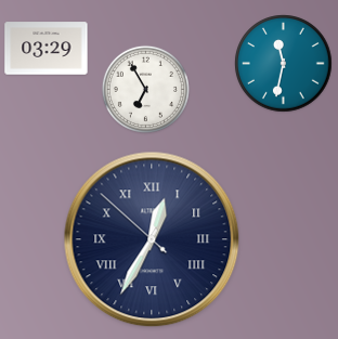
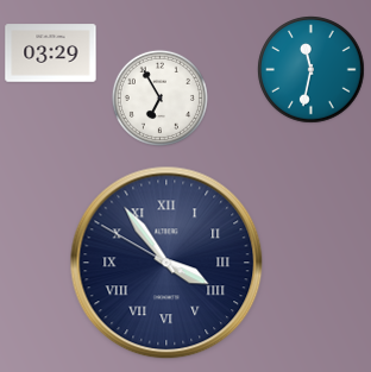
clock at (152, 239): 12:34 -> 3:53
